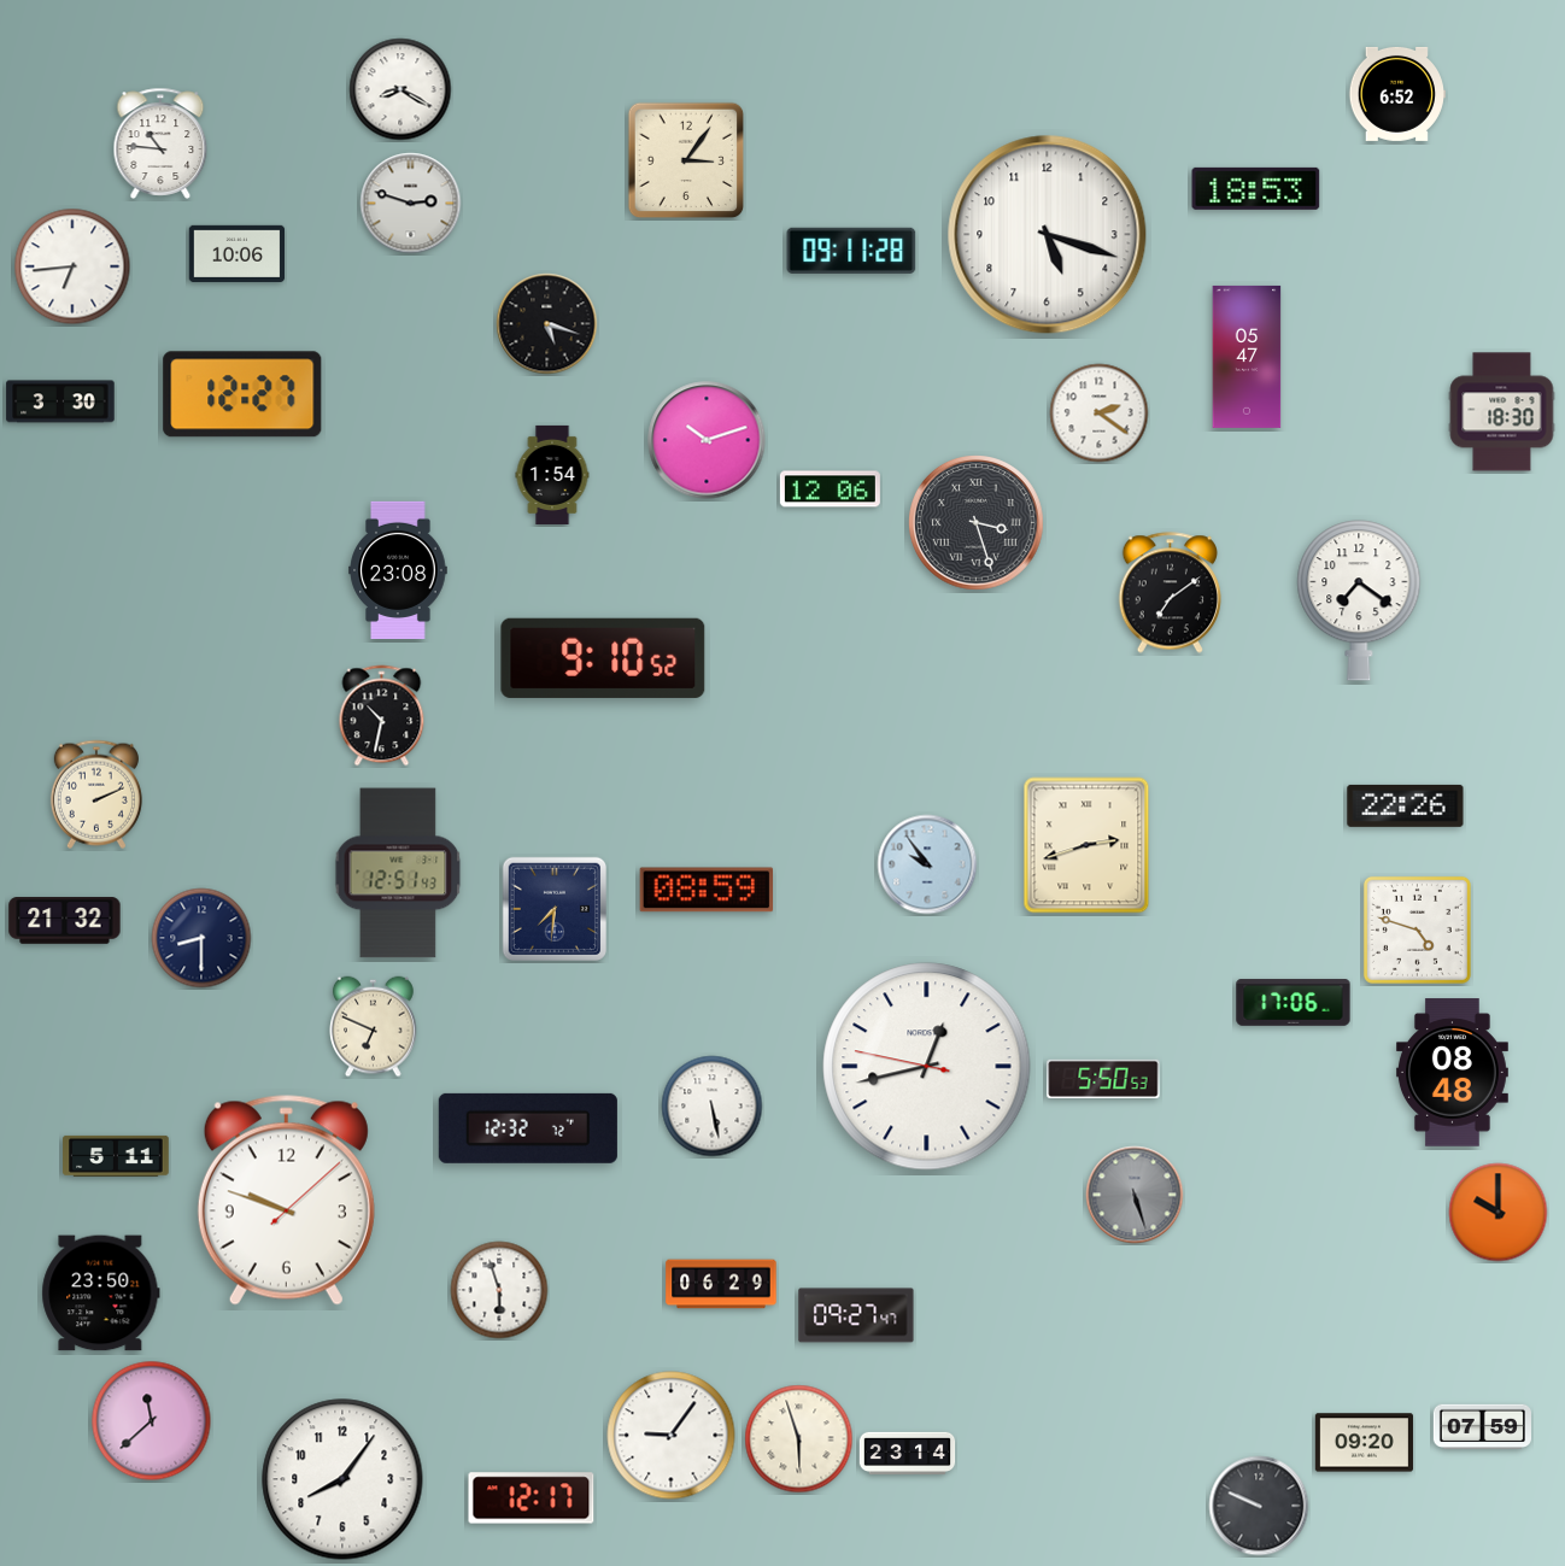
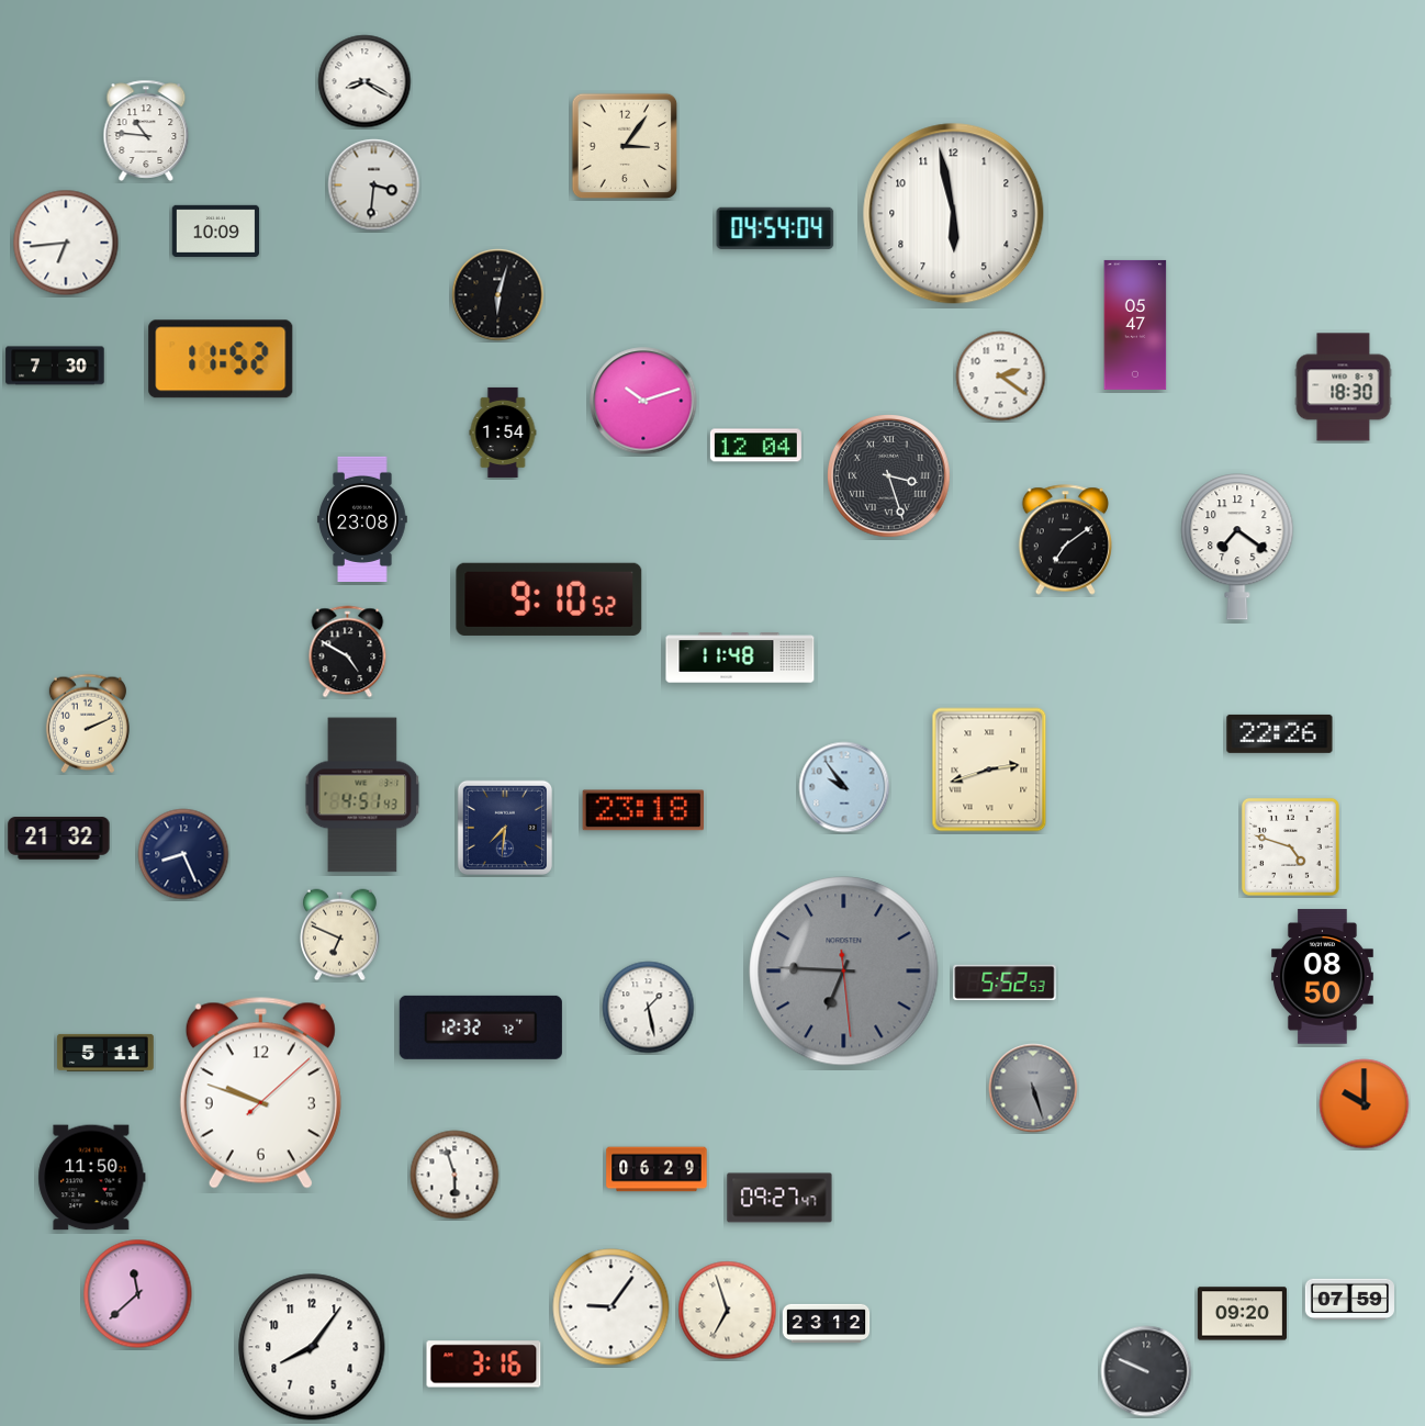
clock at (1396, 94): 6:52 -> none
clock at (1256, 188): 18:53 -> none
clock at (411, 204): 2:48 -> 3:31
clock at (1048, 235): 5:18 -> 5:58
clock at (851, 251): 09:11 -> 04:54
clock at (238, 253): 10:06 -> 10:09
clock at (547, 324): 5:18 -> 6:03
clock at (242, 394): 12:27 -> 11:52
clock at (60, 401): 3:30 -> 7:30
clock at (1502, 412) position: (1502, 412) -> (1344, 388)
clock at (830, 489): 12:06 -> 12:04
clock at (382, 716): 10:32 -> 4:50
clock at (740, 658): none -> 11:48
clock at (398, 873): 12:51 -> 4:51
clock at (707, 890): 08:59 -> 23:18
clock at (201, 938): 8:30 -> 8:26
clock at (1294, 1003): 17:06 -> none
clock at (927, 1067): 12:42 -> 6:45
clock at (927, 1067) dial: white -> grey
clock at (1452, 1073): 08:48 -> 08:50
clock at (1103, 1079): 5:50 -> 5:52
clock at (713, 1107): 5:28 -> 1:28
clock at (101, 1294): 23:50 -> 11:50
clock at (799, 1439): 5:57 -> 6:57
clock at (908, 1453): 23:14 -> 23:12
clock at (532, 1498): 12:17 -> 3:16
